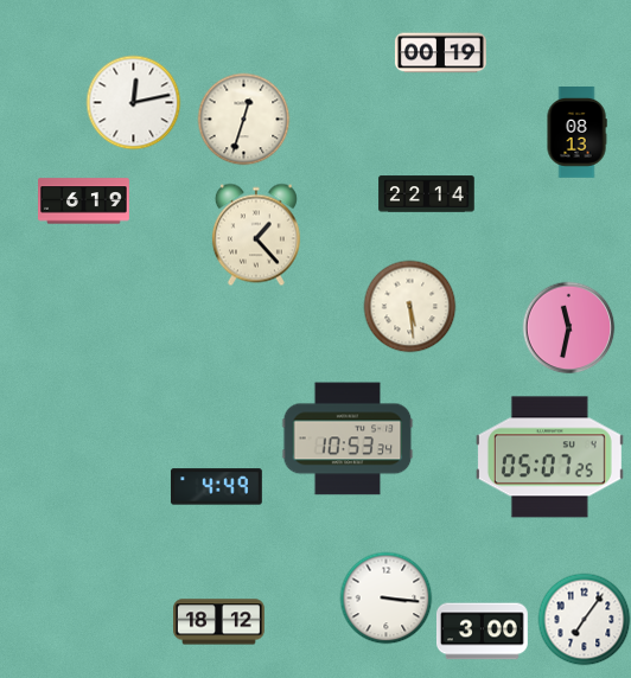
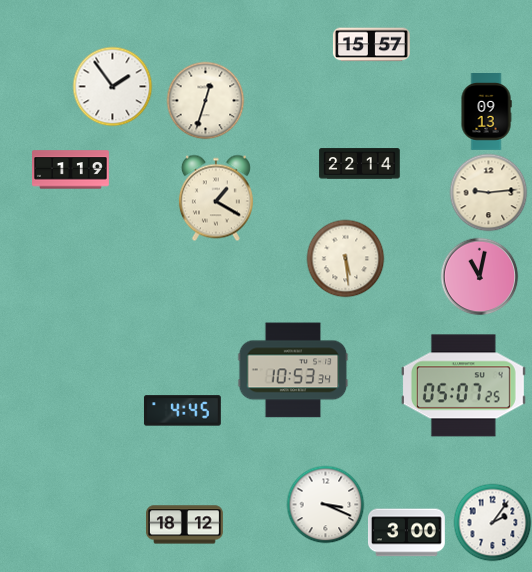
clock at (440, 53): 00:19 -> 15:57
clock at (133, 102): 12:13 -> 1:54
clock at (576, 133): 08:13 -> 09:13
clock at (84, 202): 6:19 -> 1:19
clock at (488, 192): none -> 9:14
clock at (256, 235): 1:23 -> 1:20
clock at (568, 327): 11:32 -> 11:02
clock at (216, 487): 4:49 -> 4:45
clock at (385, 597): 3:16 -> 3:19
clock at (584, 619): 7:06 -> 2:06
